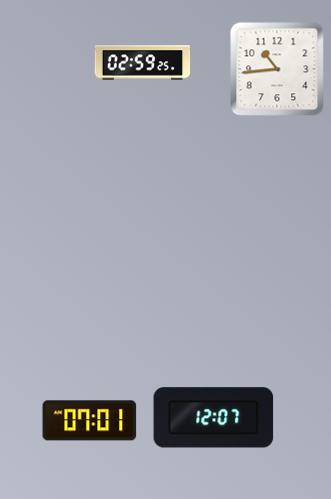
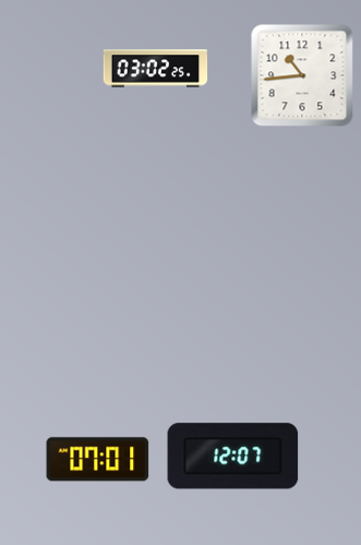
clock at (143, 63): 02:59 -> 03:02
